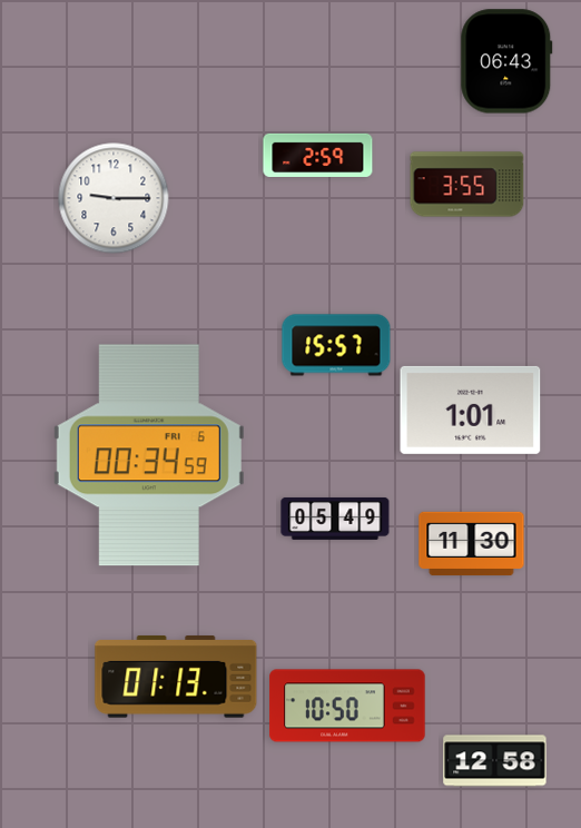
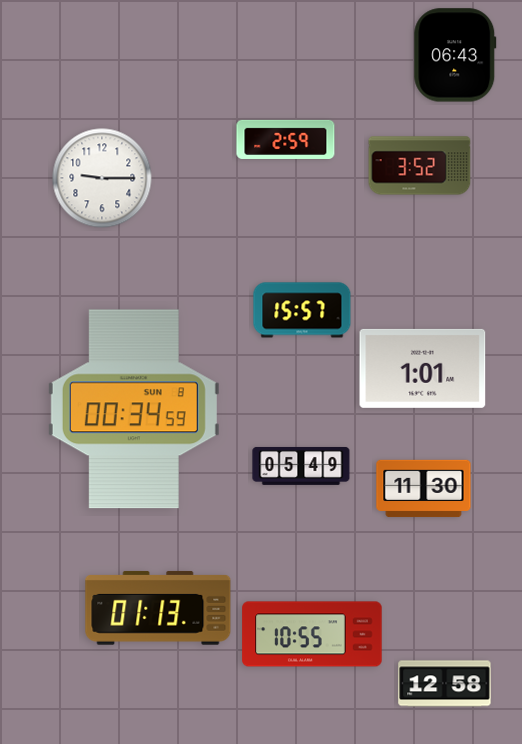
clock at (467, 185): 3:55 -> 3:52
clock at (149, 455) date: FRI 6 -> SUN 8
clock at (347, 706): 10:50 -> 10:55
